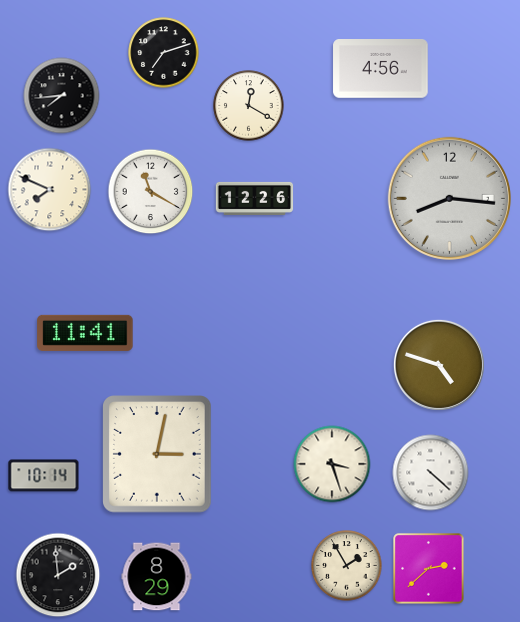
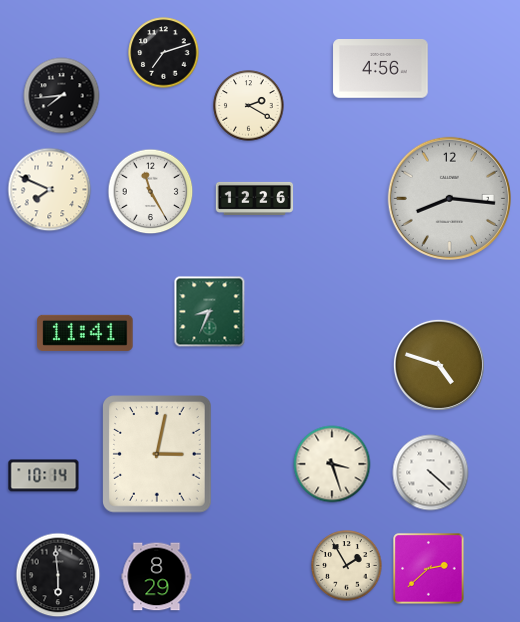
clock at (249, 106): 12:20 -> 2:20
clock at (151, 192): 11:20 -> 11:25
clock at (210, 312): none -> 8:34
clock at (58, 575): 1:59 -> 5:59
